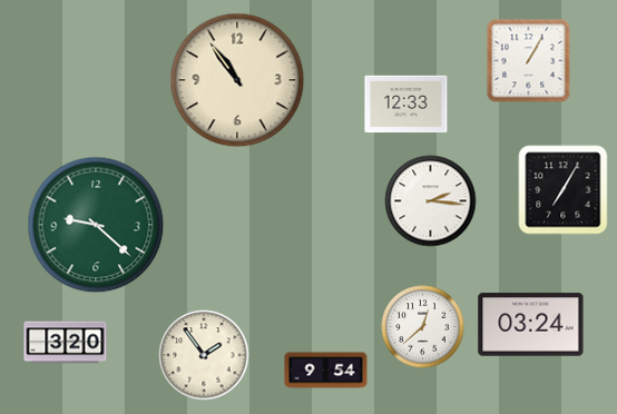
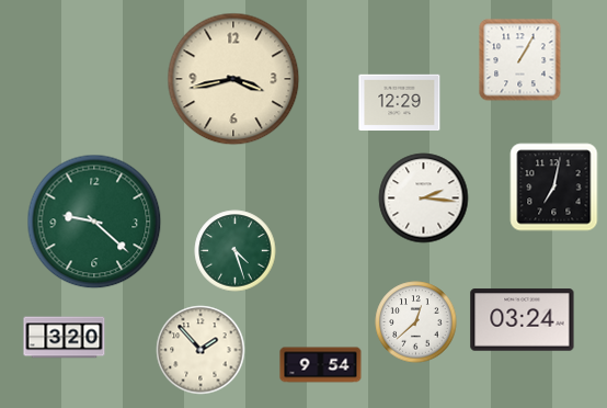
clock at (237, 80): 10:54 -> 3:43
clock at (407, 105): 12:33 -> 12:29
clock at (564, 190): 7:05 -> 7:02
clock at (236, 251): none -> 4:27
clock at (204, 355): 1:54 -> 1:53
